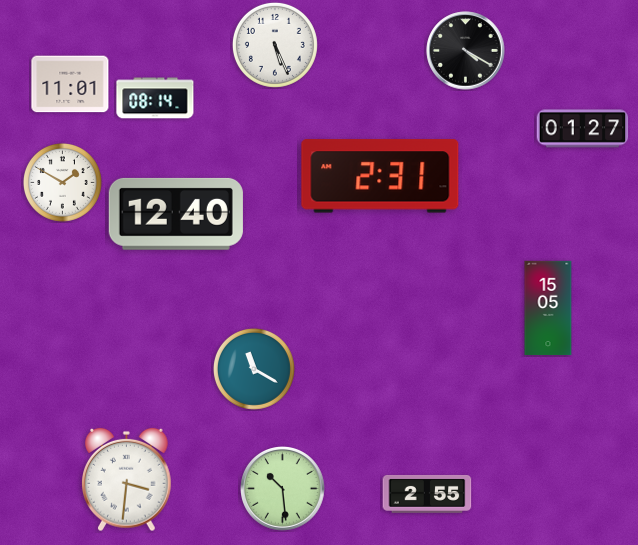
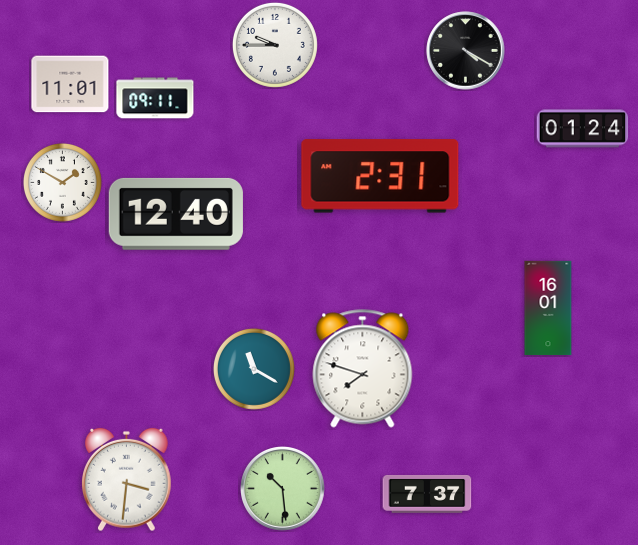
clock at (275, 45): 5:26 -> 9:45
clock at (155, 98): 08:14 -> 09:11
clock at (583, 129): 01:27 -> 01:24
clock at (548, 308): 15:05 -> 16:01
clock at (363, 369): none -> 7:48
clock at (427, 494): 2:55 -> 7:37
